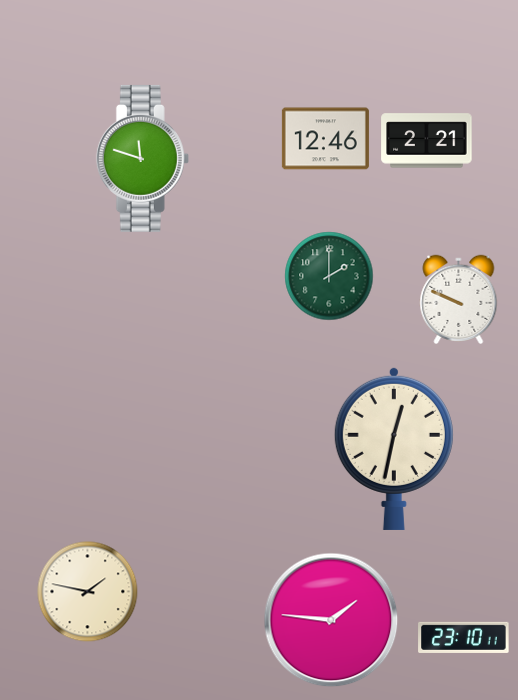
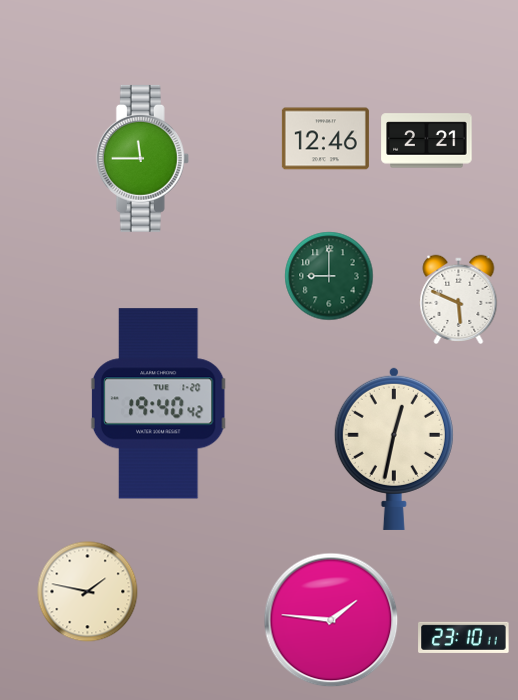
clock at (142, 158): 11:48 -> 11:45
clock at (329, 276): 2:00 -> 9:00
clock at (459, 299): 9:49 -> 5:49
clock at (158, 404): none -> 19:40
